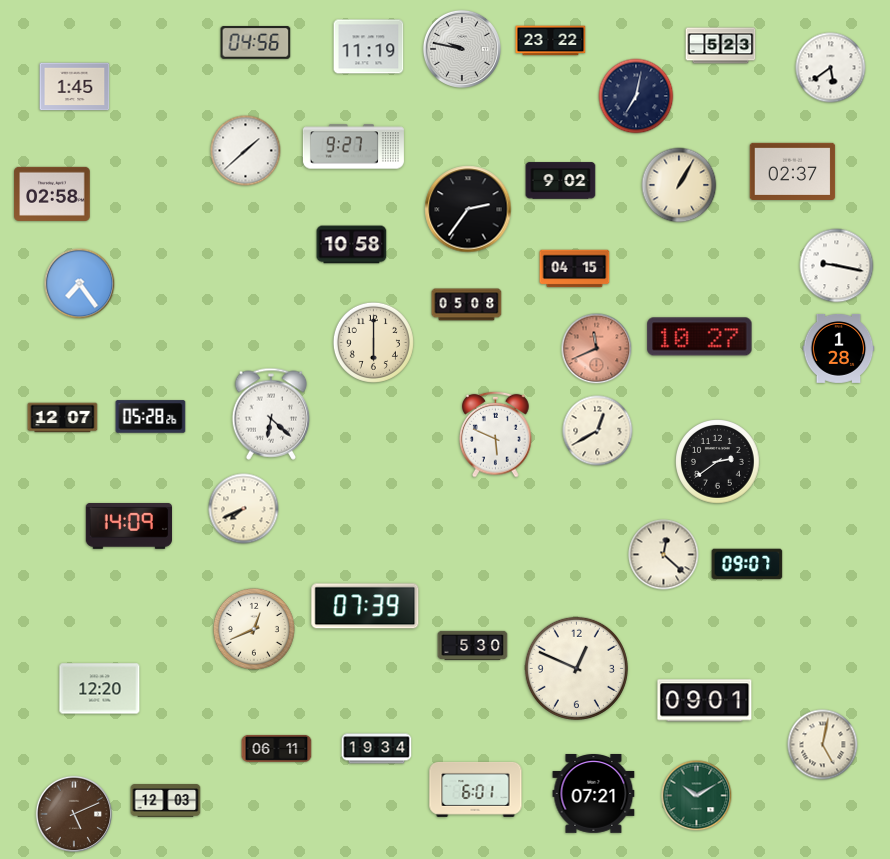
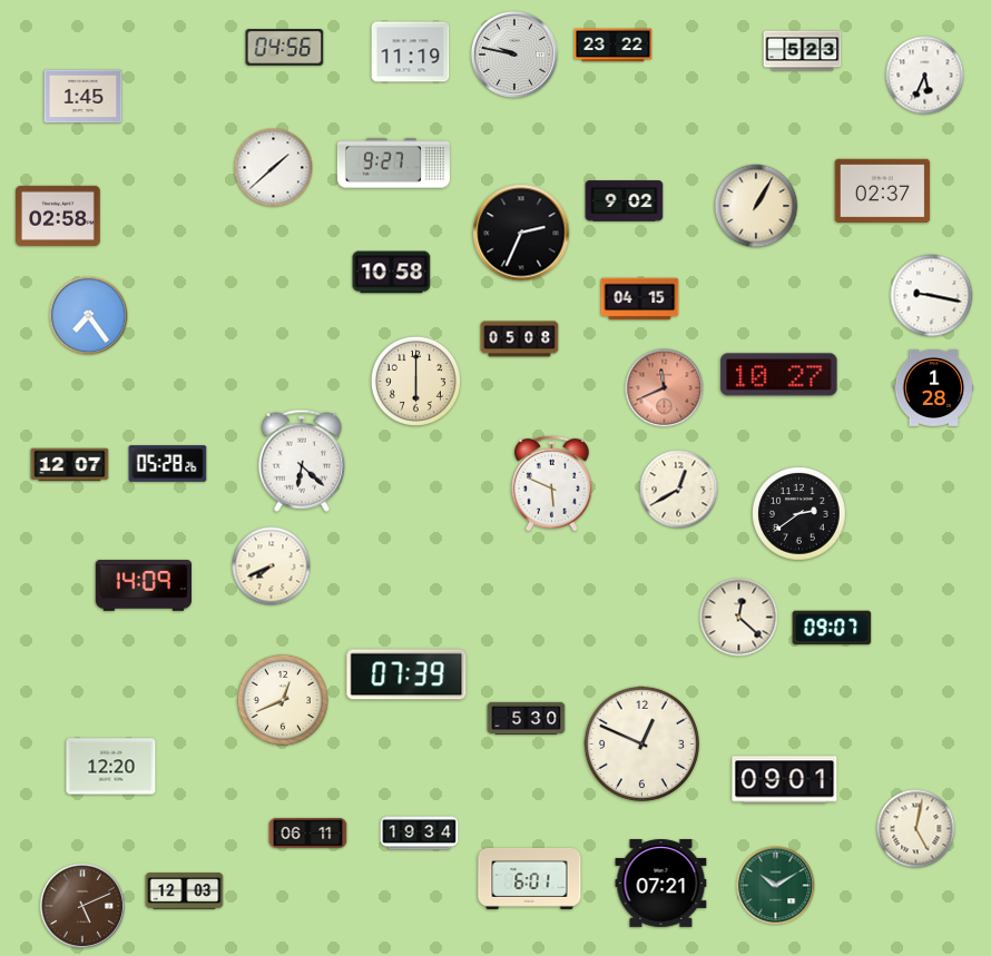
clock at (831, 68): 5:39 -> 5:34
clock at (636, 96): 7:02 -> none
clock at (468, 209): 2:36 -> 2:34
clock at (598, 431) position: (598, 431) -> (679, 490)
